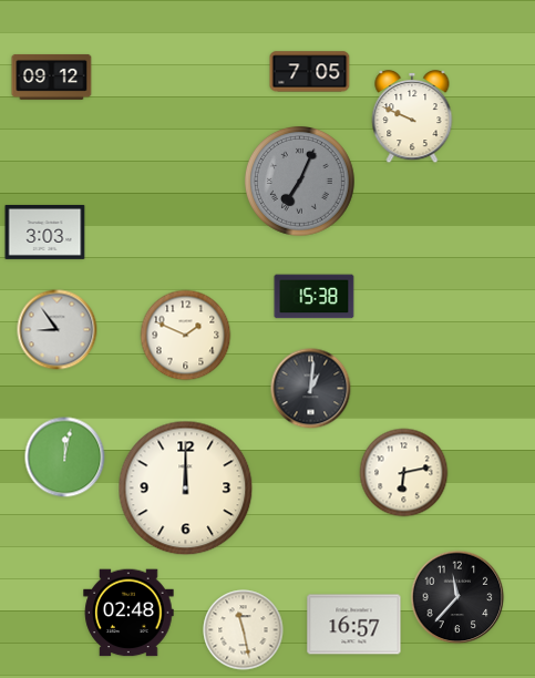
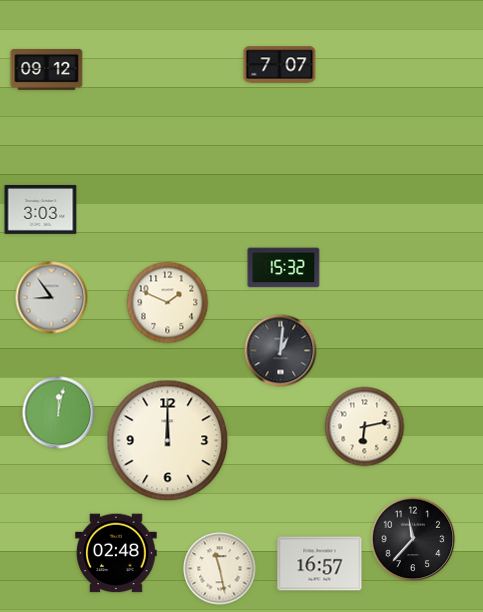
clock at (310, 72): 7:05 -> 7:07
clock at (412, 117): 9:49 -> none
clock at (300, 182): 7:04 -> none
clock at (315, 297): 15:38 -> 15:32
